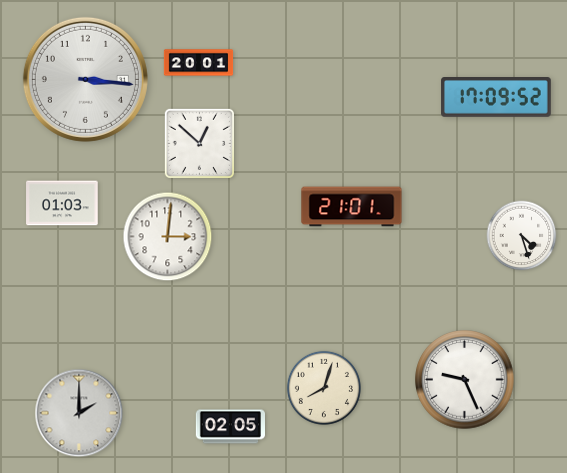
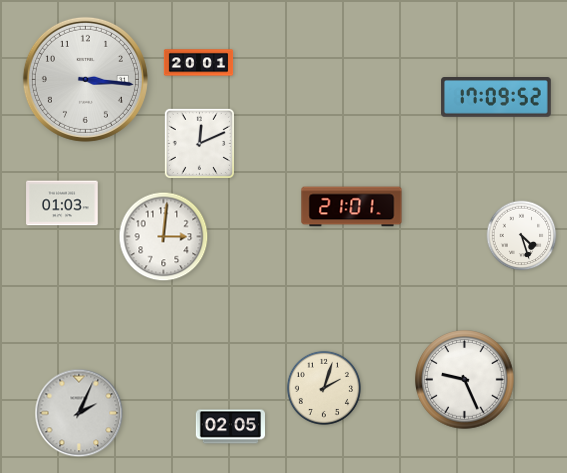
clock at (199, 143): 12:52 -> 12:11
clock at (168, 237) position: (168, 237) -> (164, 237)
clock at (324, 388): 8:03 -> 2:03
clock at (79, 413): 2:00 -> 2:04
